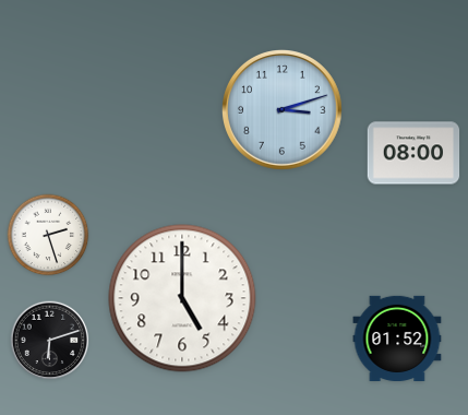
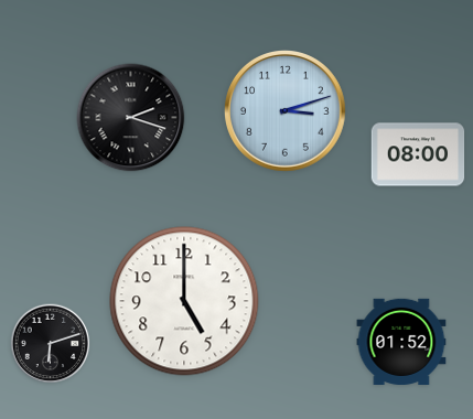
clock at (131, 118): none -> 2:18
clock at (48, 235): 2:27 -> none
